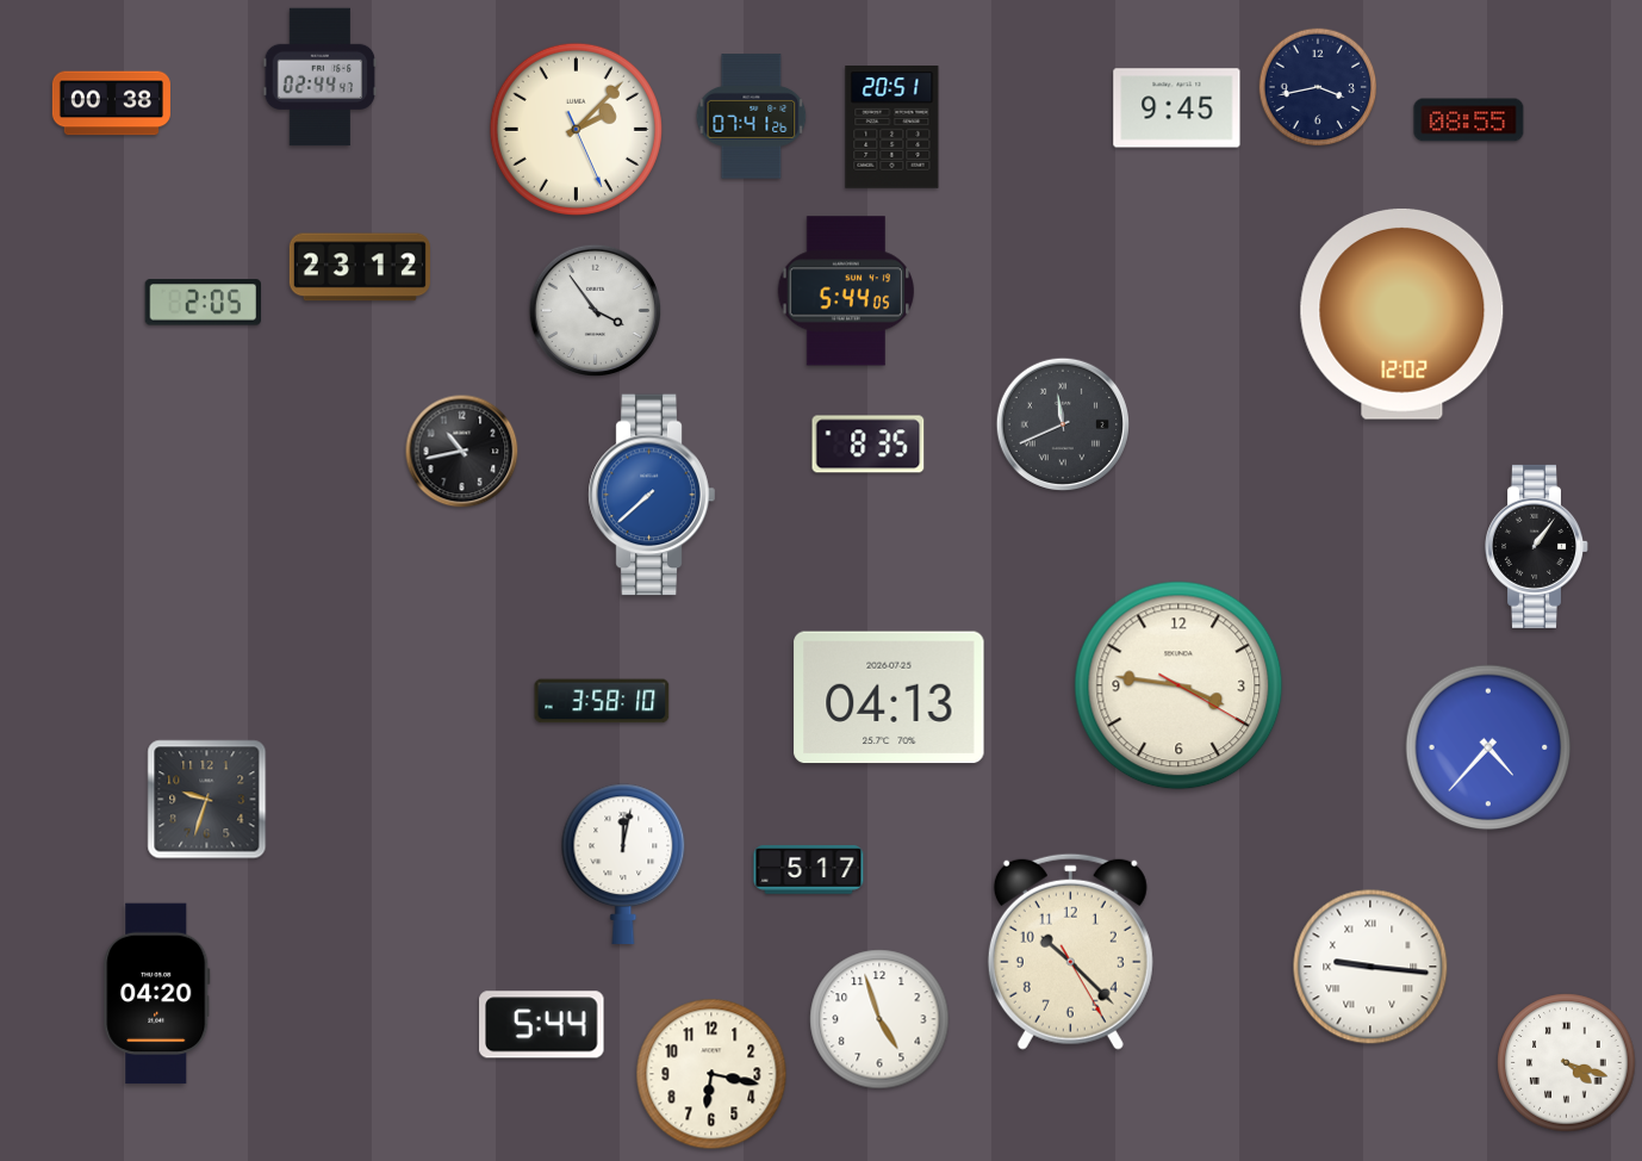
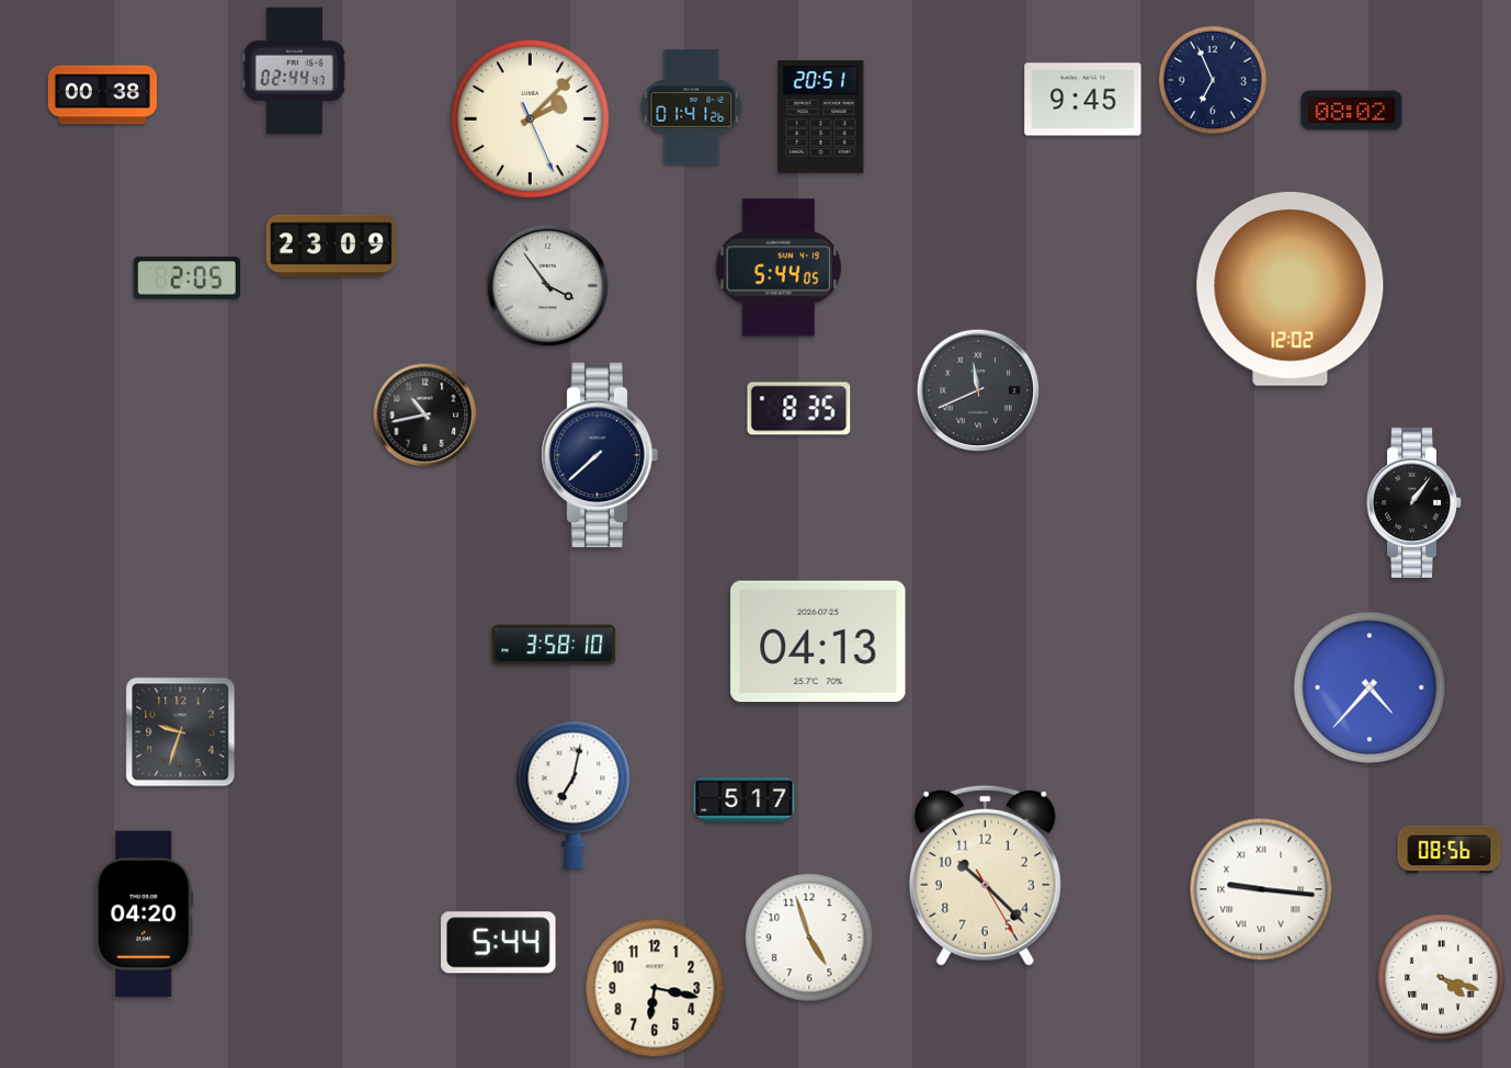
clock at (1318, 87): 3:43 -> 6:56
clock at (752, 117): 07:41 -> 01:41
clock at (1469, 120): 08:55 -> 08:02
clock at (360, 267): 23:12 -> 23:09
clock at (652, 495) dial: blue -> navy
clock at (1178, 685): 3:46 -> none
clock at (207, 800) position: (207, 800) -> (181, 732)
clock at (623, 863): 12:02 -> 7:02
clock at (1450, 850): none -> 08:56
